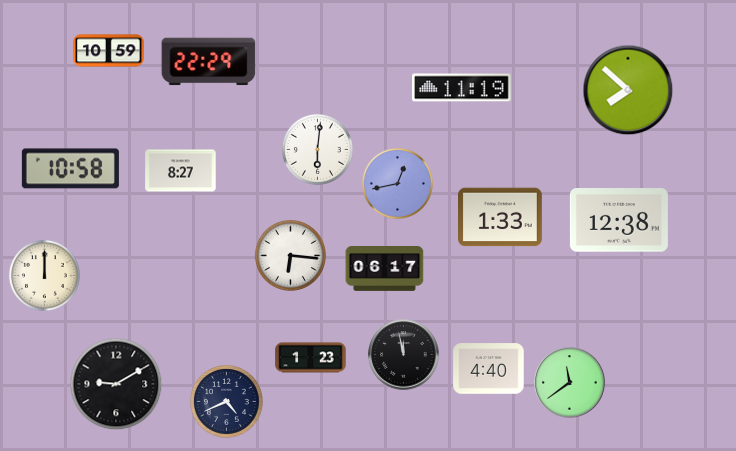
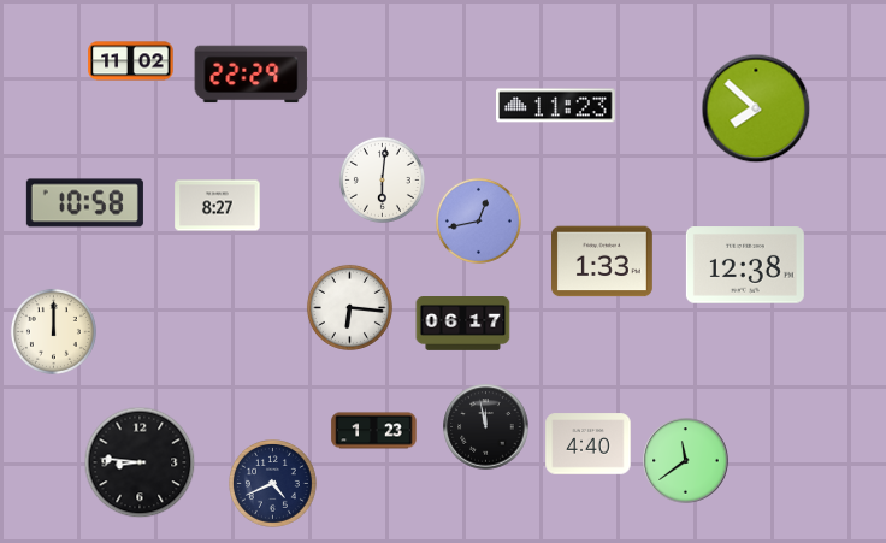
clock at (109, 51): 10:59 -> 11:02
clock at (462, 88): 11:19 -> 11:23
clock at (116, 384): 9:10 -> 8:46
